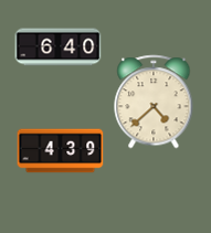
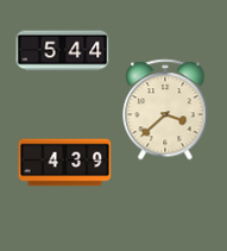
clock at (57, 47): 6:40 -> 5:44
clock at (154, 102): 4:38 -> 3:38
